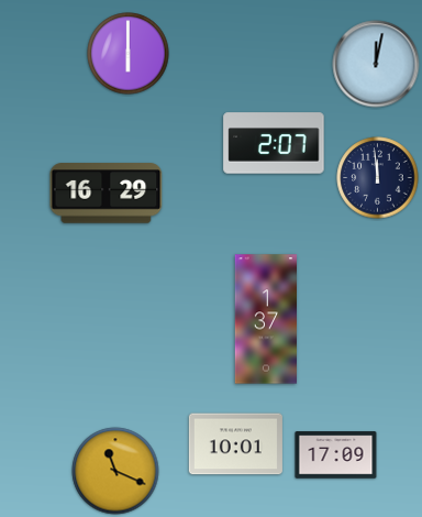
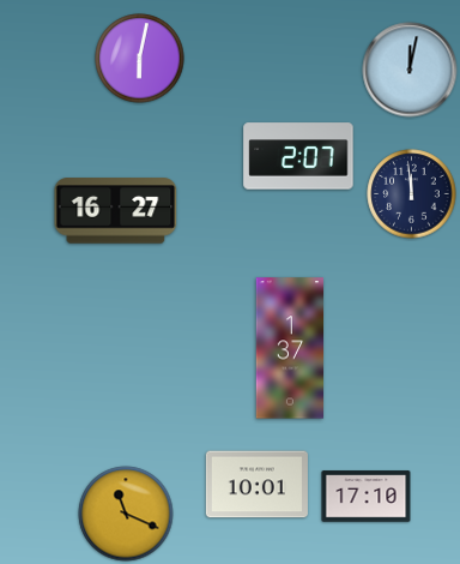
clock at (129, 54): 6:00 -> 6:02
clock at (107, 194): 16:29 -> 16:27
clock at (336, 455): 17:09 -> 17:10
